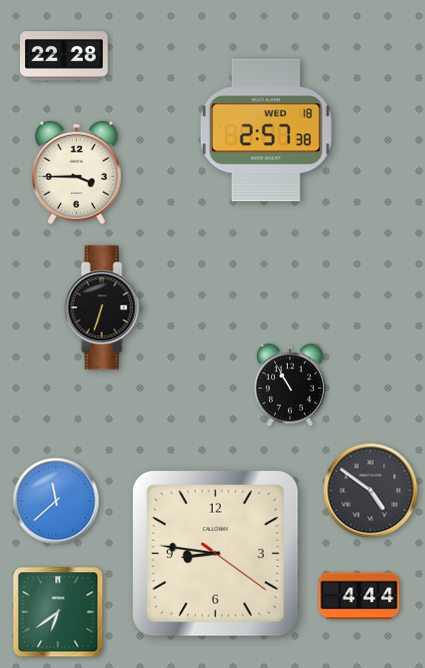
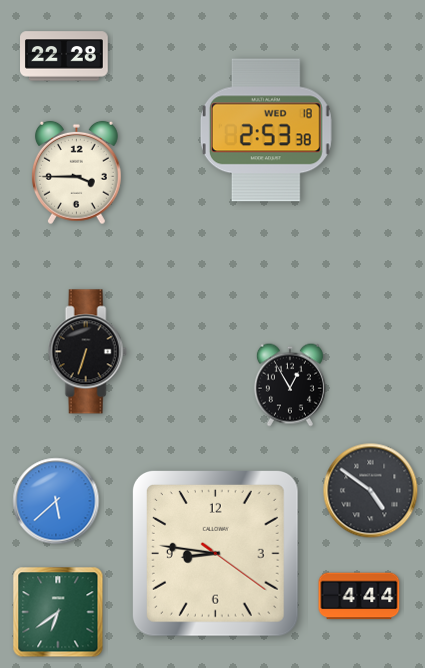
clock at (266, 130): 2:57 -> 2:53
clock at (103, 308) position: (103, 308) -> (87, 352)
clock at (290, 385): 10:55 -> 12:55
clock at (56, 501): 11:38 -> 5:38
